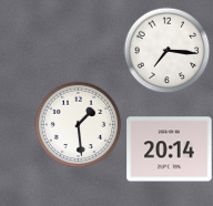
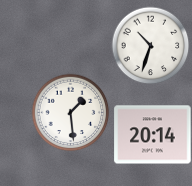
clock at (166, 50): 7:16 -> 10:33
